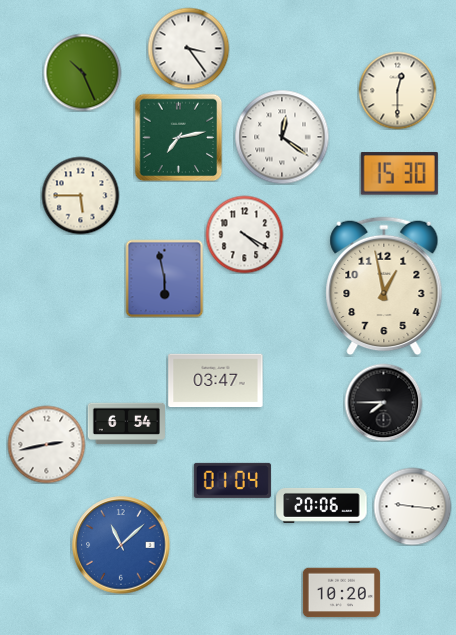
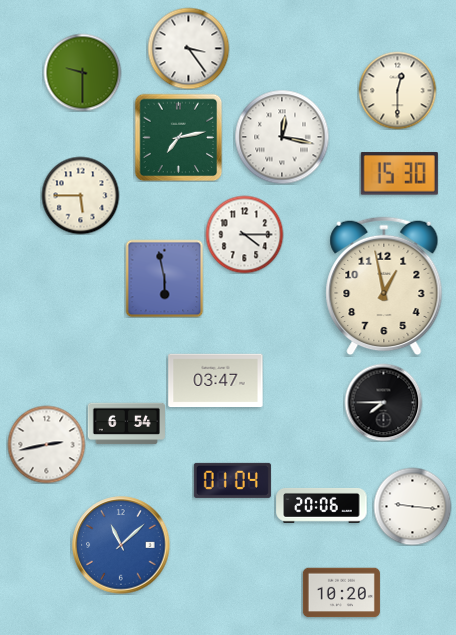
clock at (82, 72): 10:26 -> 9:30
clock at (282, 137): 12:21 -> 12:17
clock at (244, 234): 4:20 -> 4:15
